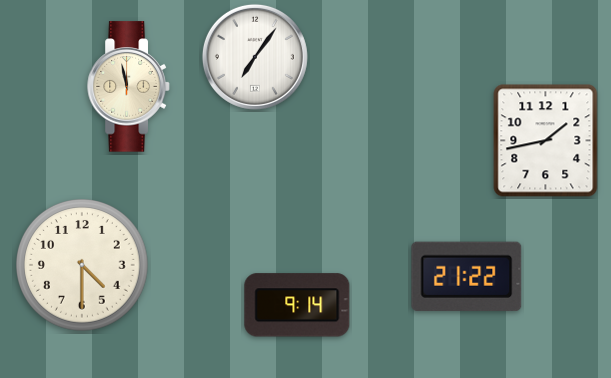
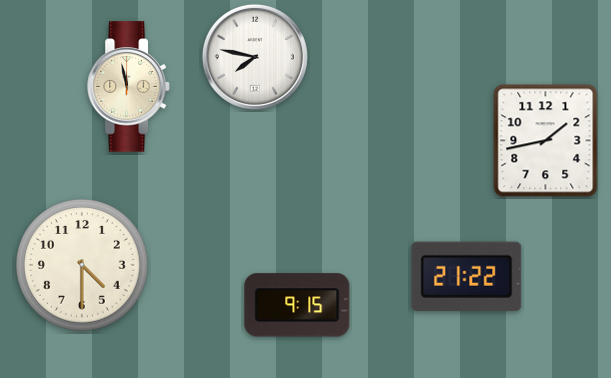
clock at (255, 57): 7:06 -> 7:47
clock at (297, 305): 9:14 -> 9:15
